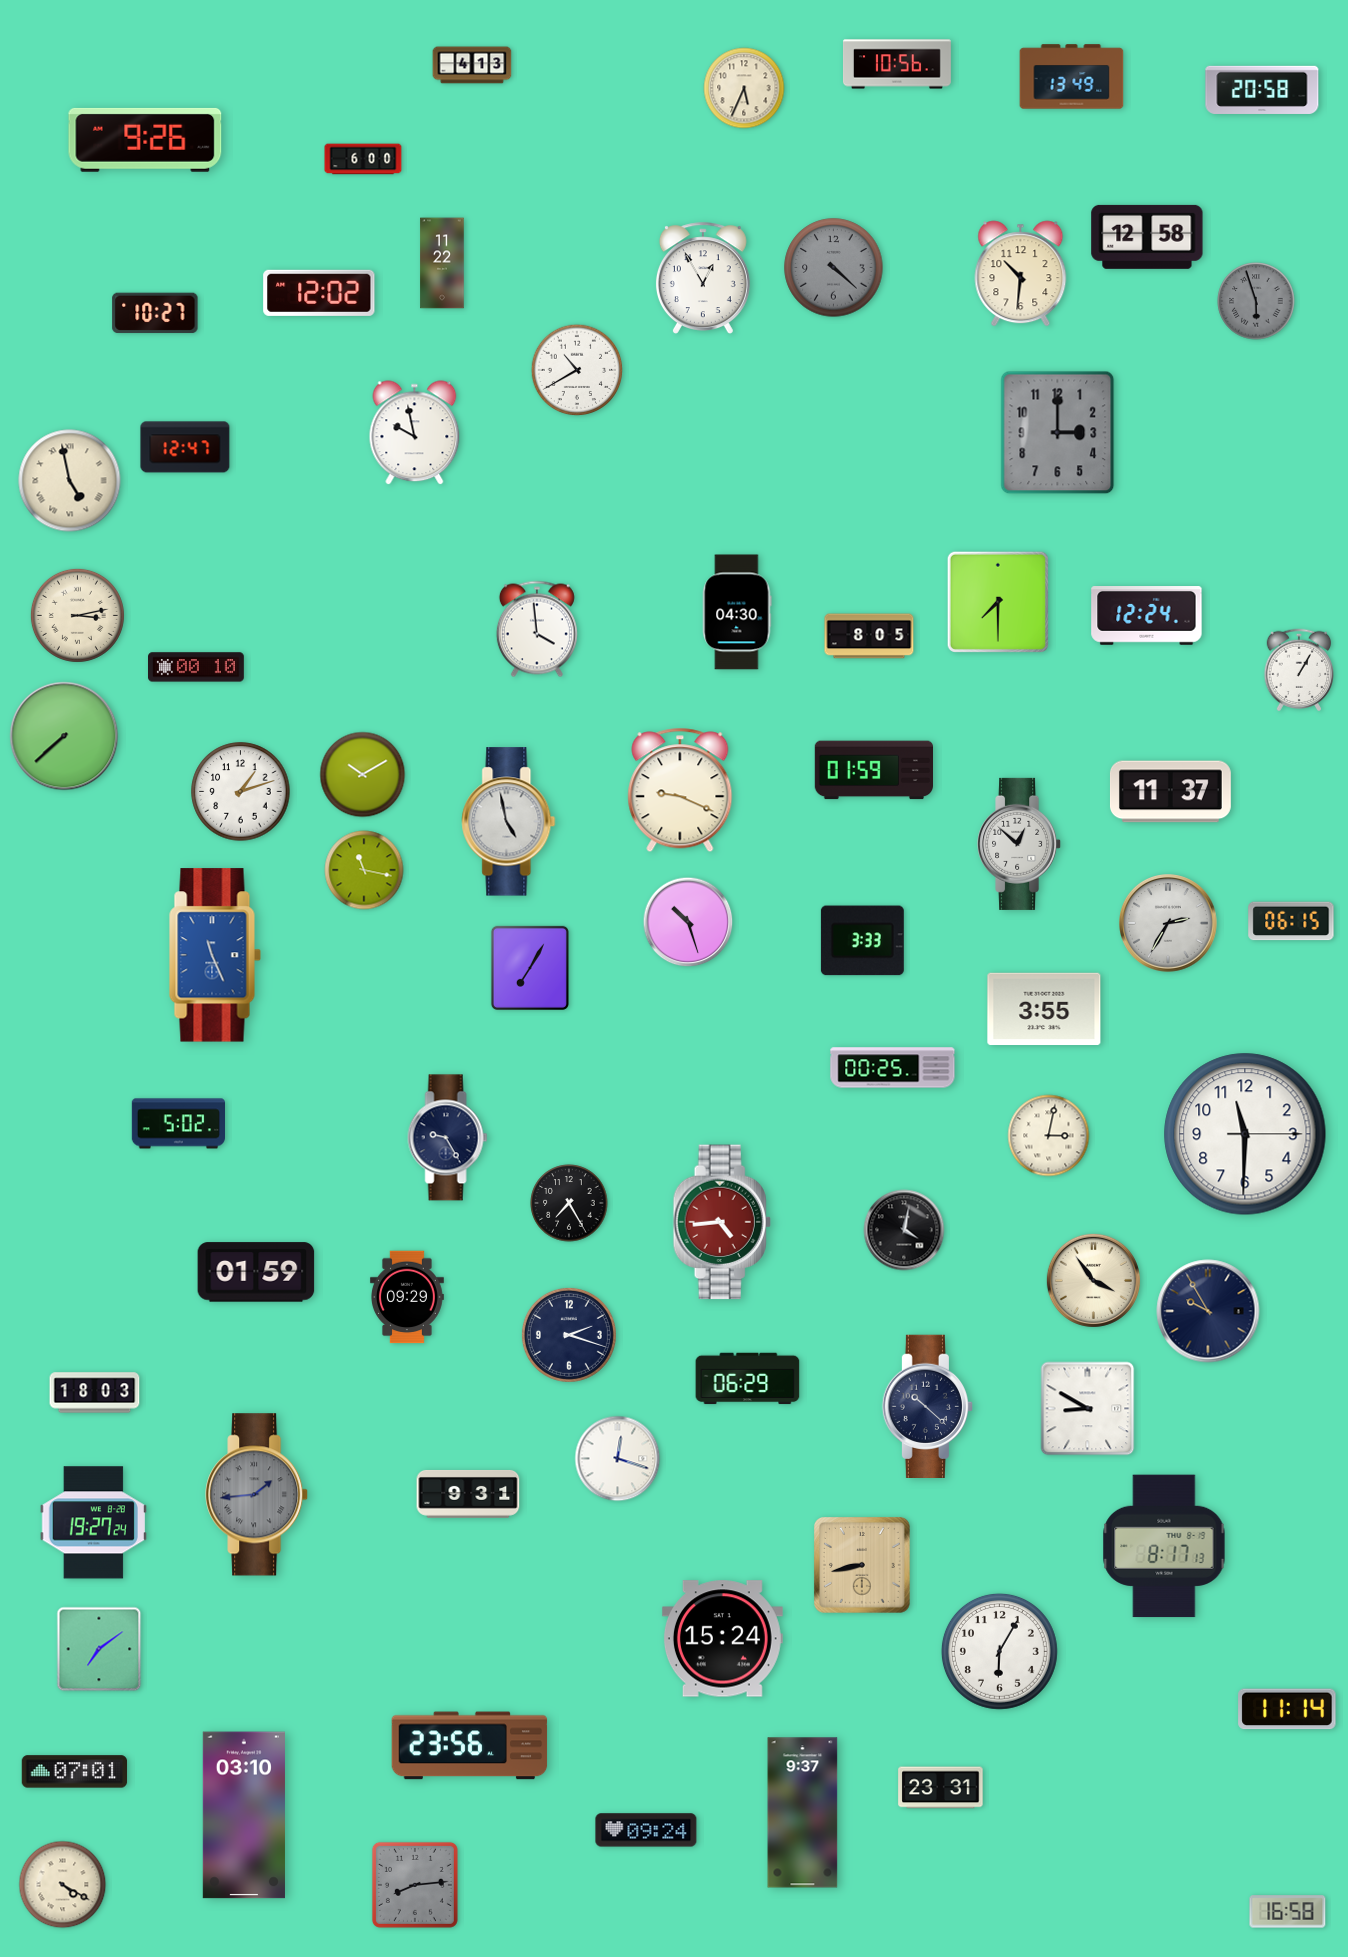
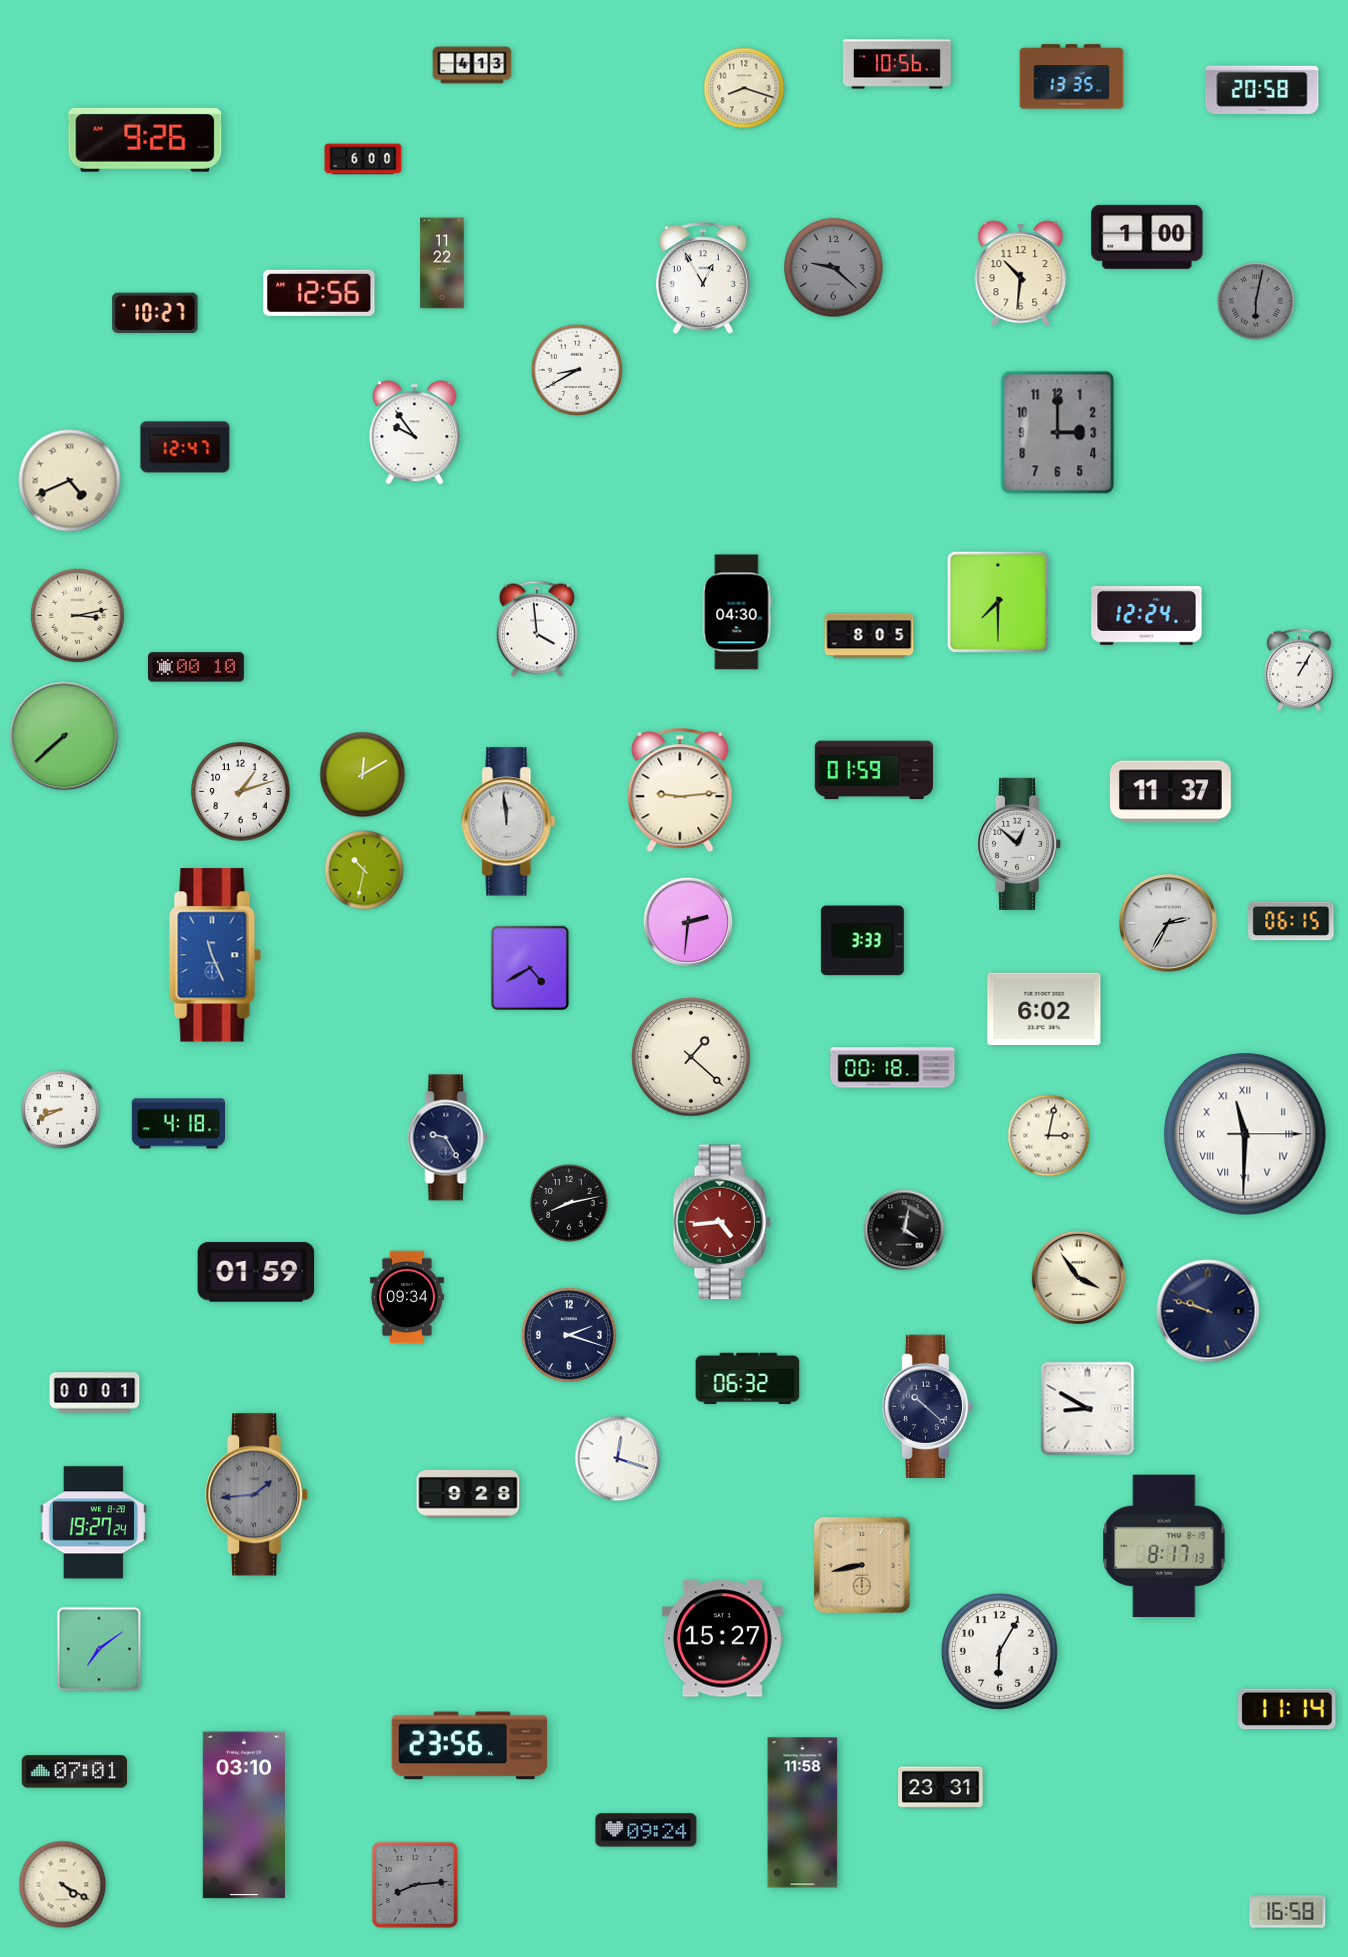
clock at (1072, 77): 13:49 -> 13:35
clock at (744, 88): 5:34 -> 8:18
clock at (1147, 237): 12:58 -> 1:00
clock at (834, 268): 4:22 -> 9:22
clock at (319, 293): 12:02 -> 12:56
clock at (1256, 301): 5:57 -> 6:02
clock at (577, 370): 10:40 -> 8:40
clock at (415, 433): 9:58 -> 9:54
clock at (70, 481): 4:58 -> 4:41
clock at (363, 775): 10:10 -> 12:10
clock at (680, 790): 9:19 -> 9:14
clock at (509, 822): 4:58 -> 11:59
clock at (364, 870): 11:17 -> 10:32
clock at (688, 922): 10:27 -> 2:31
clock at (530, 968): 7:05 -> 4:40
clock at (1044, 1009): 3:55 -> 6:02
clock at (691, 1057): none -> 1:22
clock at (893, 1068): 00:25 -> 00:18
clock at (61, 1110): none -> 8:41
clock at (178, 1124): 5:02 -> 4:18
clock at (1245, 1134) numerals: Arabic -> Roman
clock at (569, 1203): 7:25 -> 8:13
clock at (1093, 1280) position: (1093, 1280) -> (1078, 1277)
clock at (407, 1297): 09:29 -> 09:34
clock at (1208, 1311): 9:55 -> 9:48
clock at (748, 1379): 06:29 -> 06:32
clock at (95, 1393): 18:03 -> 00:01
clock at (468, 1494): 9:31 -> 9:28
clock at (722, 1639): 15:24 -> 15:27
clock at (803, 1813): 9:37 -> 11:58
